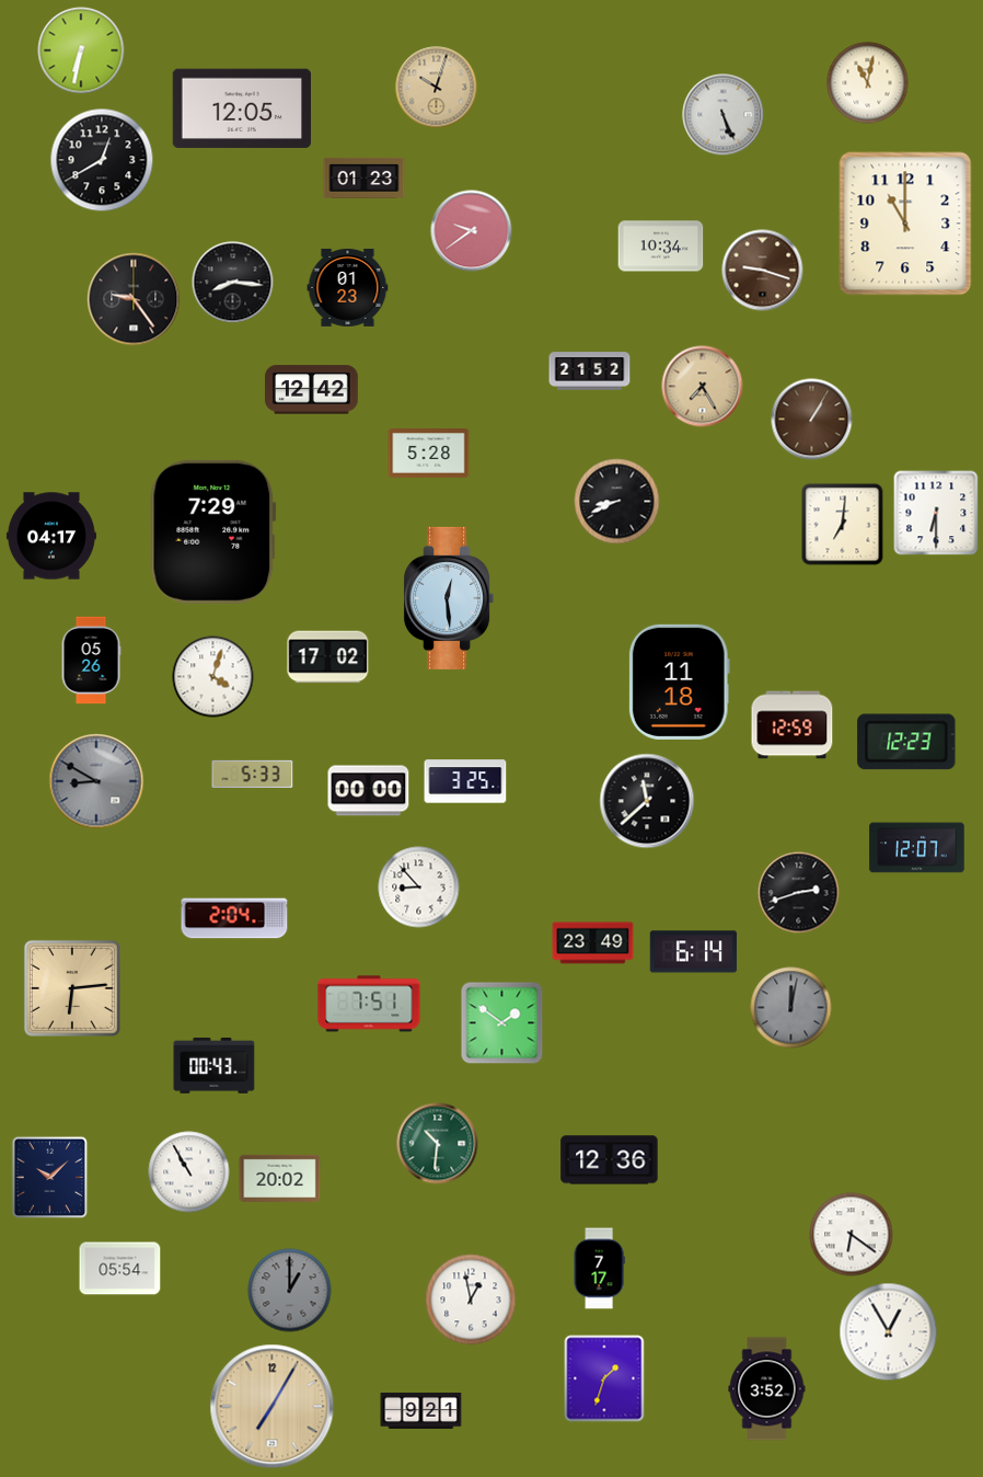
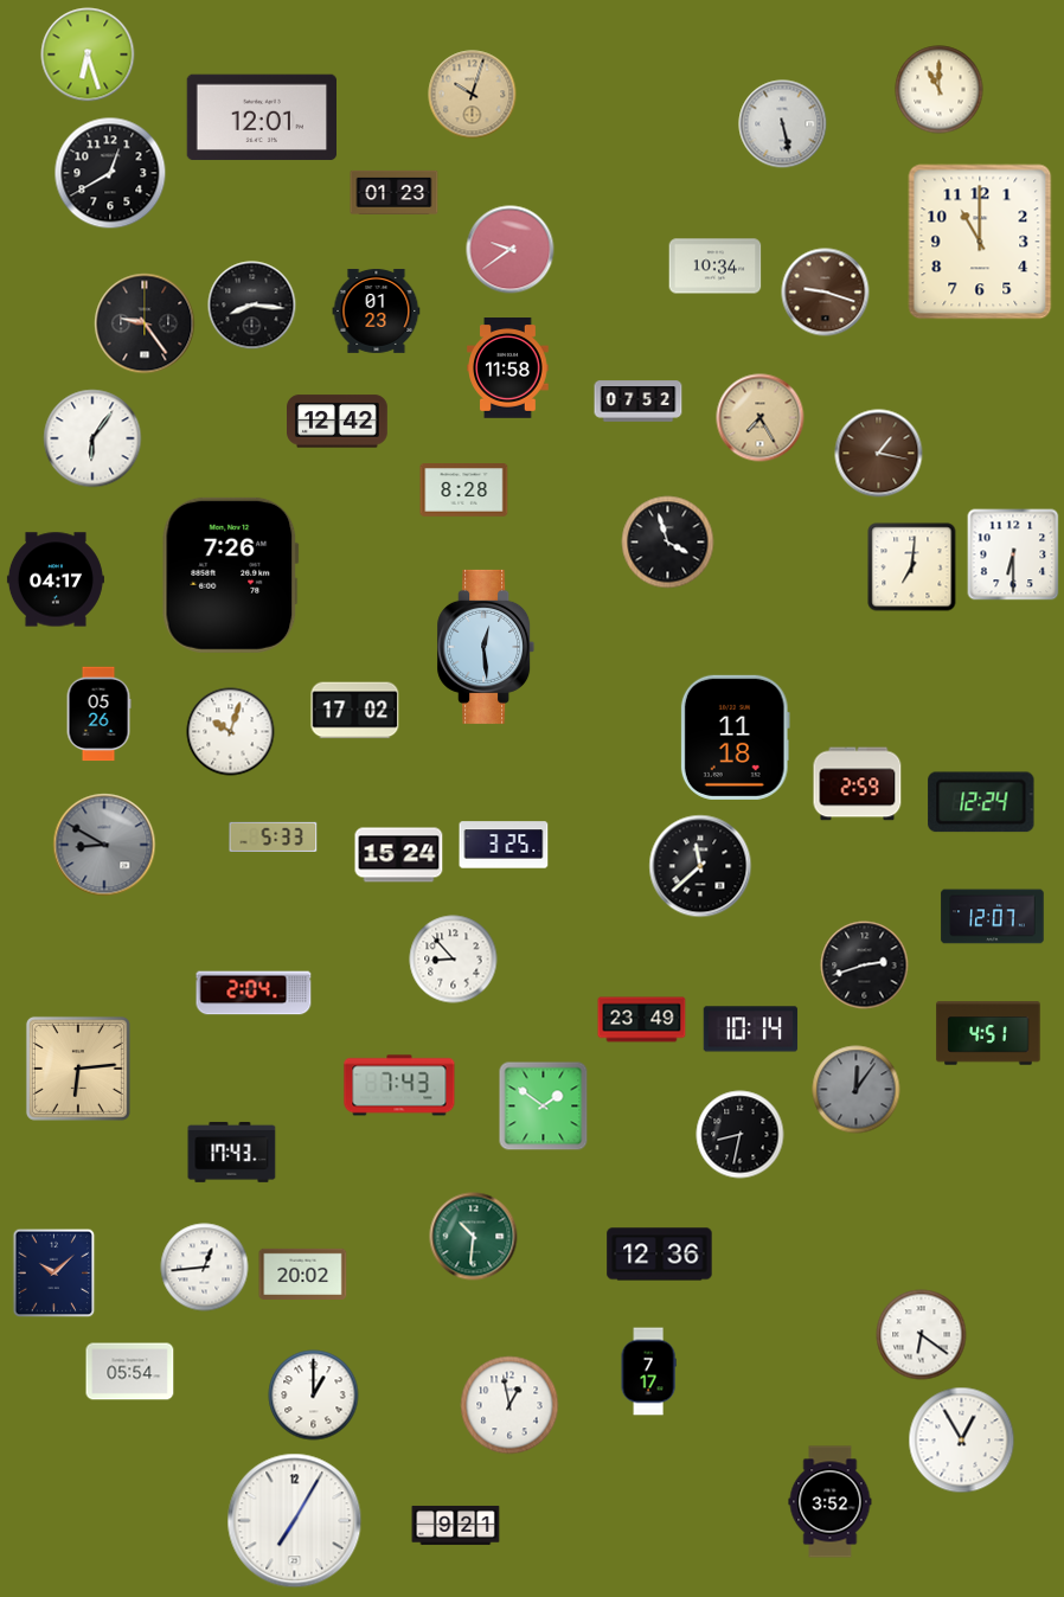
clock at (81, 50): 6:32 -> 6:27
clock at (868, 83): 11:02 -> 11:00
clock at (241, 108): 12:05 -> 12:01
clock at (724, 115): 5:26 -> 5:28
clock at (508, 368): none -> 11:58
clock at (590, 371): 21:52 -> 07:52
clock at (92, 438): none -> 6:06
clock at (812, 420): 1:05 -> 1:17
clock at (429, 454): 5:28 -> 8:28
clock at (617, 502): 8:41 -> 3:57
clock at (213, 531): 7:29 -> 7:26
clock at (213, 677): 4:03 -> 10:03
clock at (793, 725): 12:59 -> 2:59
clock at (906, 742): 12:23 -> 12:24
clock at (369, 791): 00:00 -> 15:24
clock at (694, 952): 6:14 -> 10:14
clock at (988, 1033): none -> 4:51
clock at (369, 1004): 7:51 -> 7:43
clock at (791, 1008): 12:02 -> 12:06
clock at (741, 1135): none -> 8:32
clock at (215, 1065): 00:43 -> 17:43
clock at (189, 1172): 10:55 -> 12:44
clock at (290, 1291) dial: grey -> white
clock at (604, 1378): 1:33 -> none
clock at (273, 1407) dial: champagne -> white
